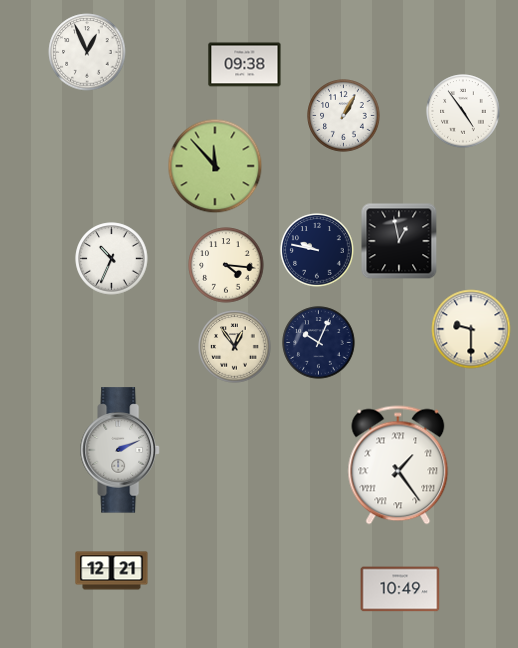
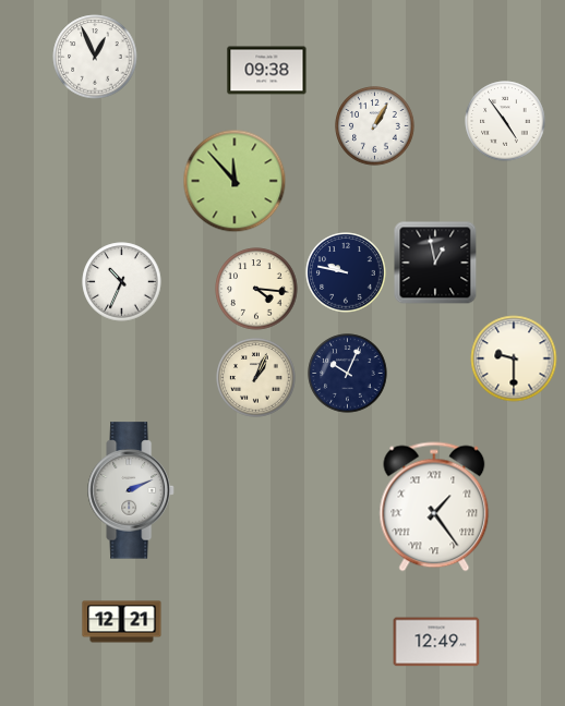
clock at (226, 265) position: (226, 265) -> (256, 289)
clock at (235, 347): 12:54 -> 1:04
clock at (400, 589): 10:49 -> 12:49
